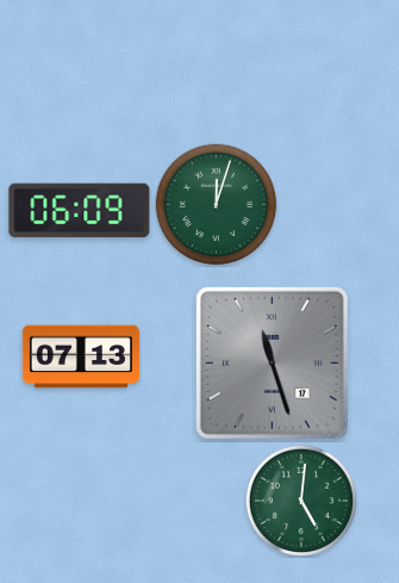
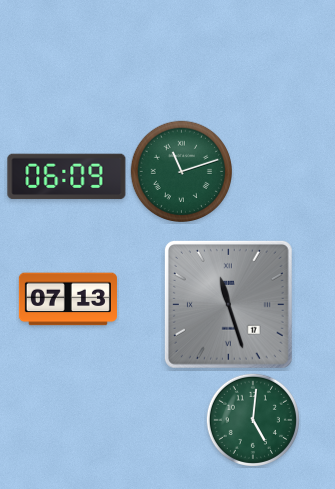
clock at (216, 204): 12:03 -> 11:12
